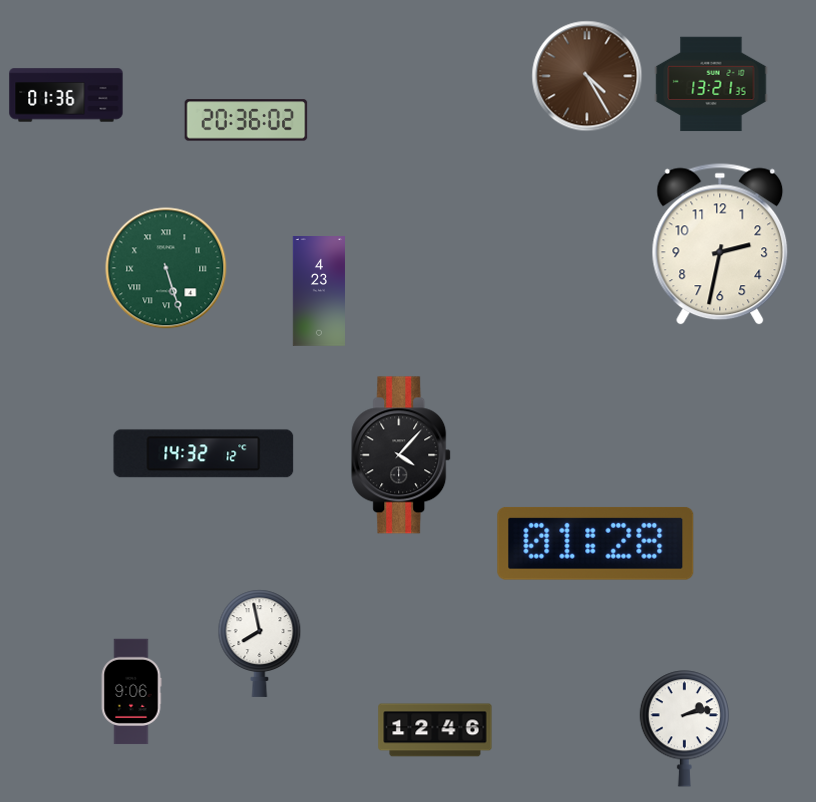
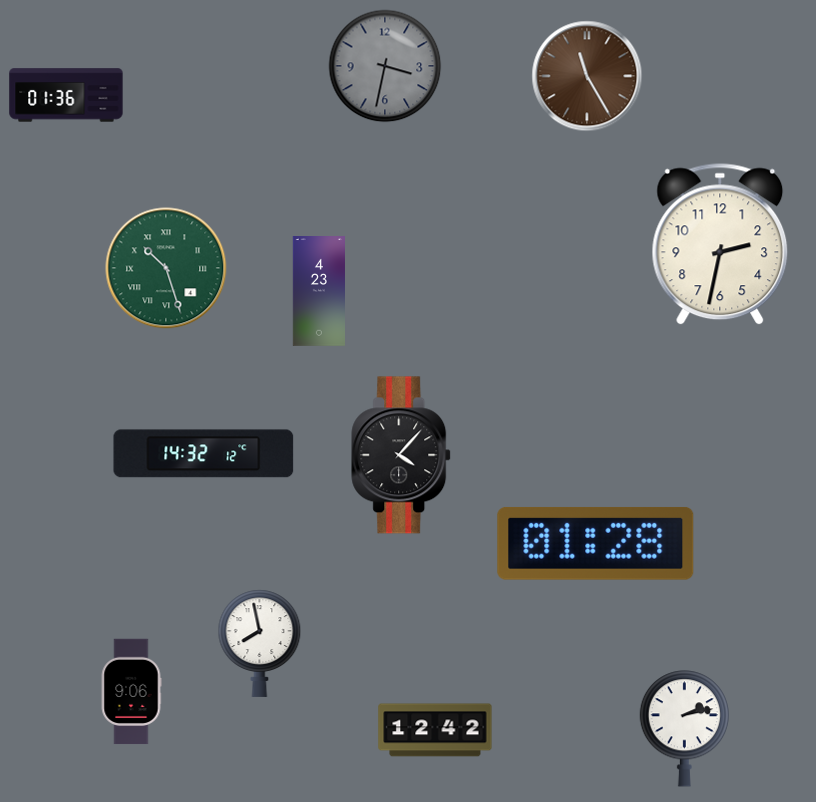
clock at (385, 66): none -> 3:32
clock at (587, 76): 4:25 -> 11:25
clock at (711, 84): 13:21 -> none
clock at (246, 120): 20:36 -> none
clock at (166, 268): 5:27 -> 10:27
clock at (435, 730): 12:46 -> 12:42
